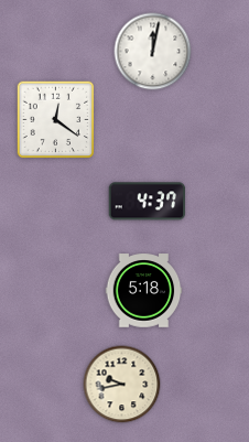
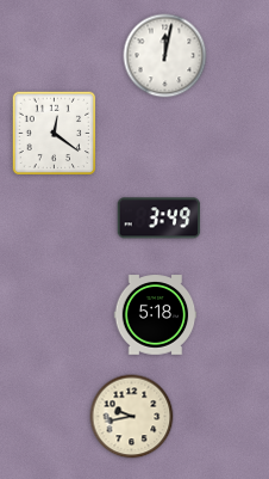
clock at (56, 120) position: (56, 120) -> (55, 134)
clock at (148, 202): 4:37 -> 3:49
